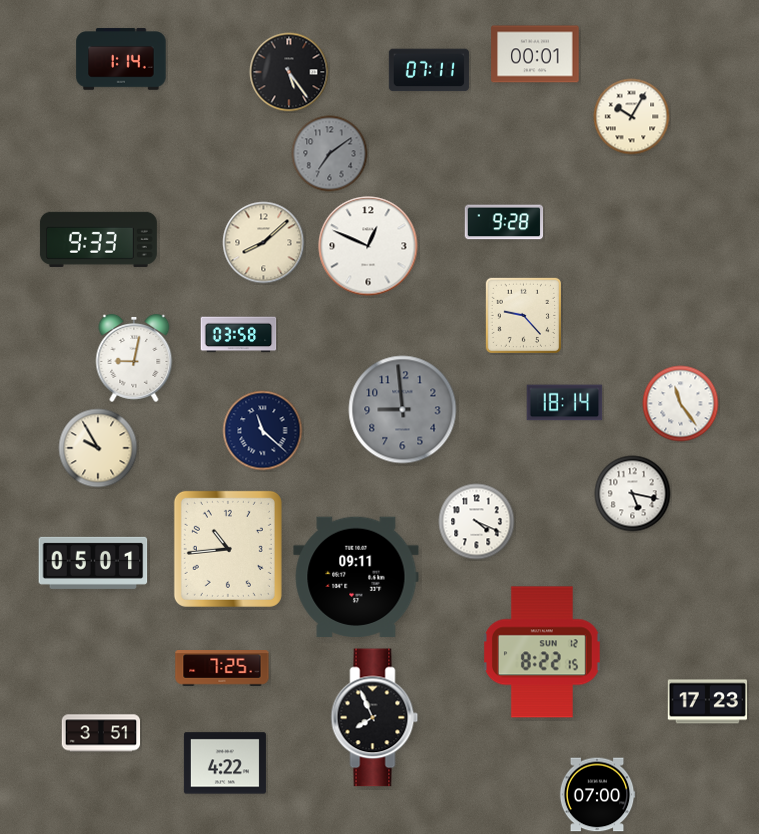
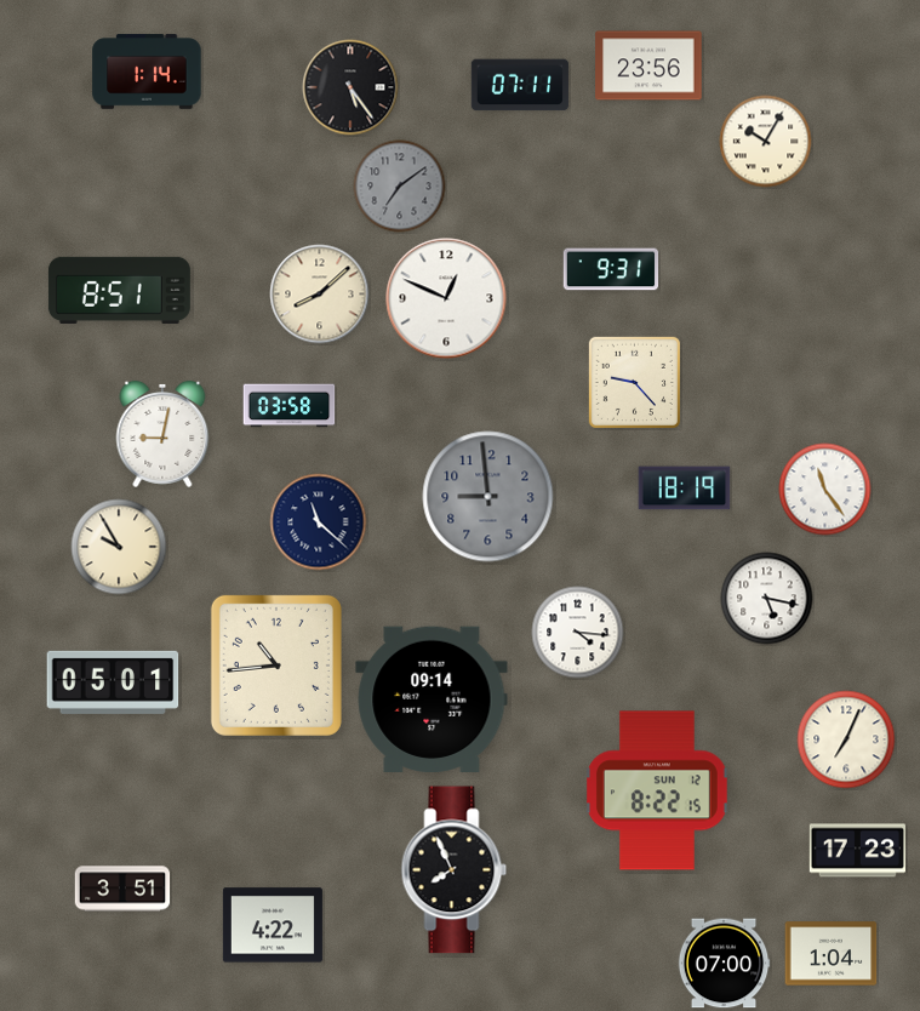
clock at (535, 54): 00:01 -> 23:56
clock at (504, 222): 9:28 -> 9:31
clock at (98, 239): 9:33 -> 8:51
clock at (565, 403): 18:14 -> 18:19
clock at (98, 448) position: (98, 448) -> (119, 547)
clock at (477, 522): 4:19 -> 4:16
clock at (356, 577): 09:11 -> 09:14
clock at (846, 739): none -> 7:04
clock at (222, 668): 7:25 -> none
clock at (832, 954): none -> 1:04
